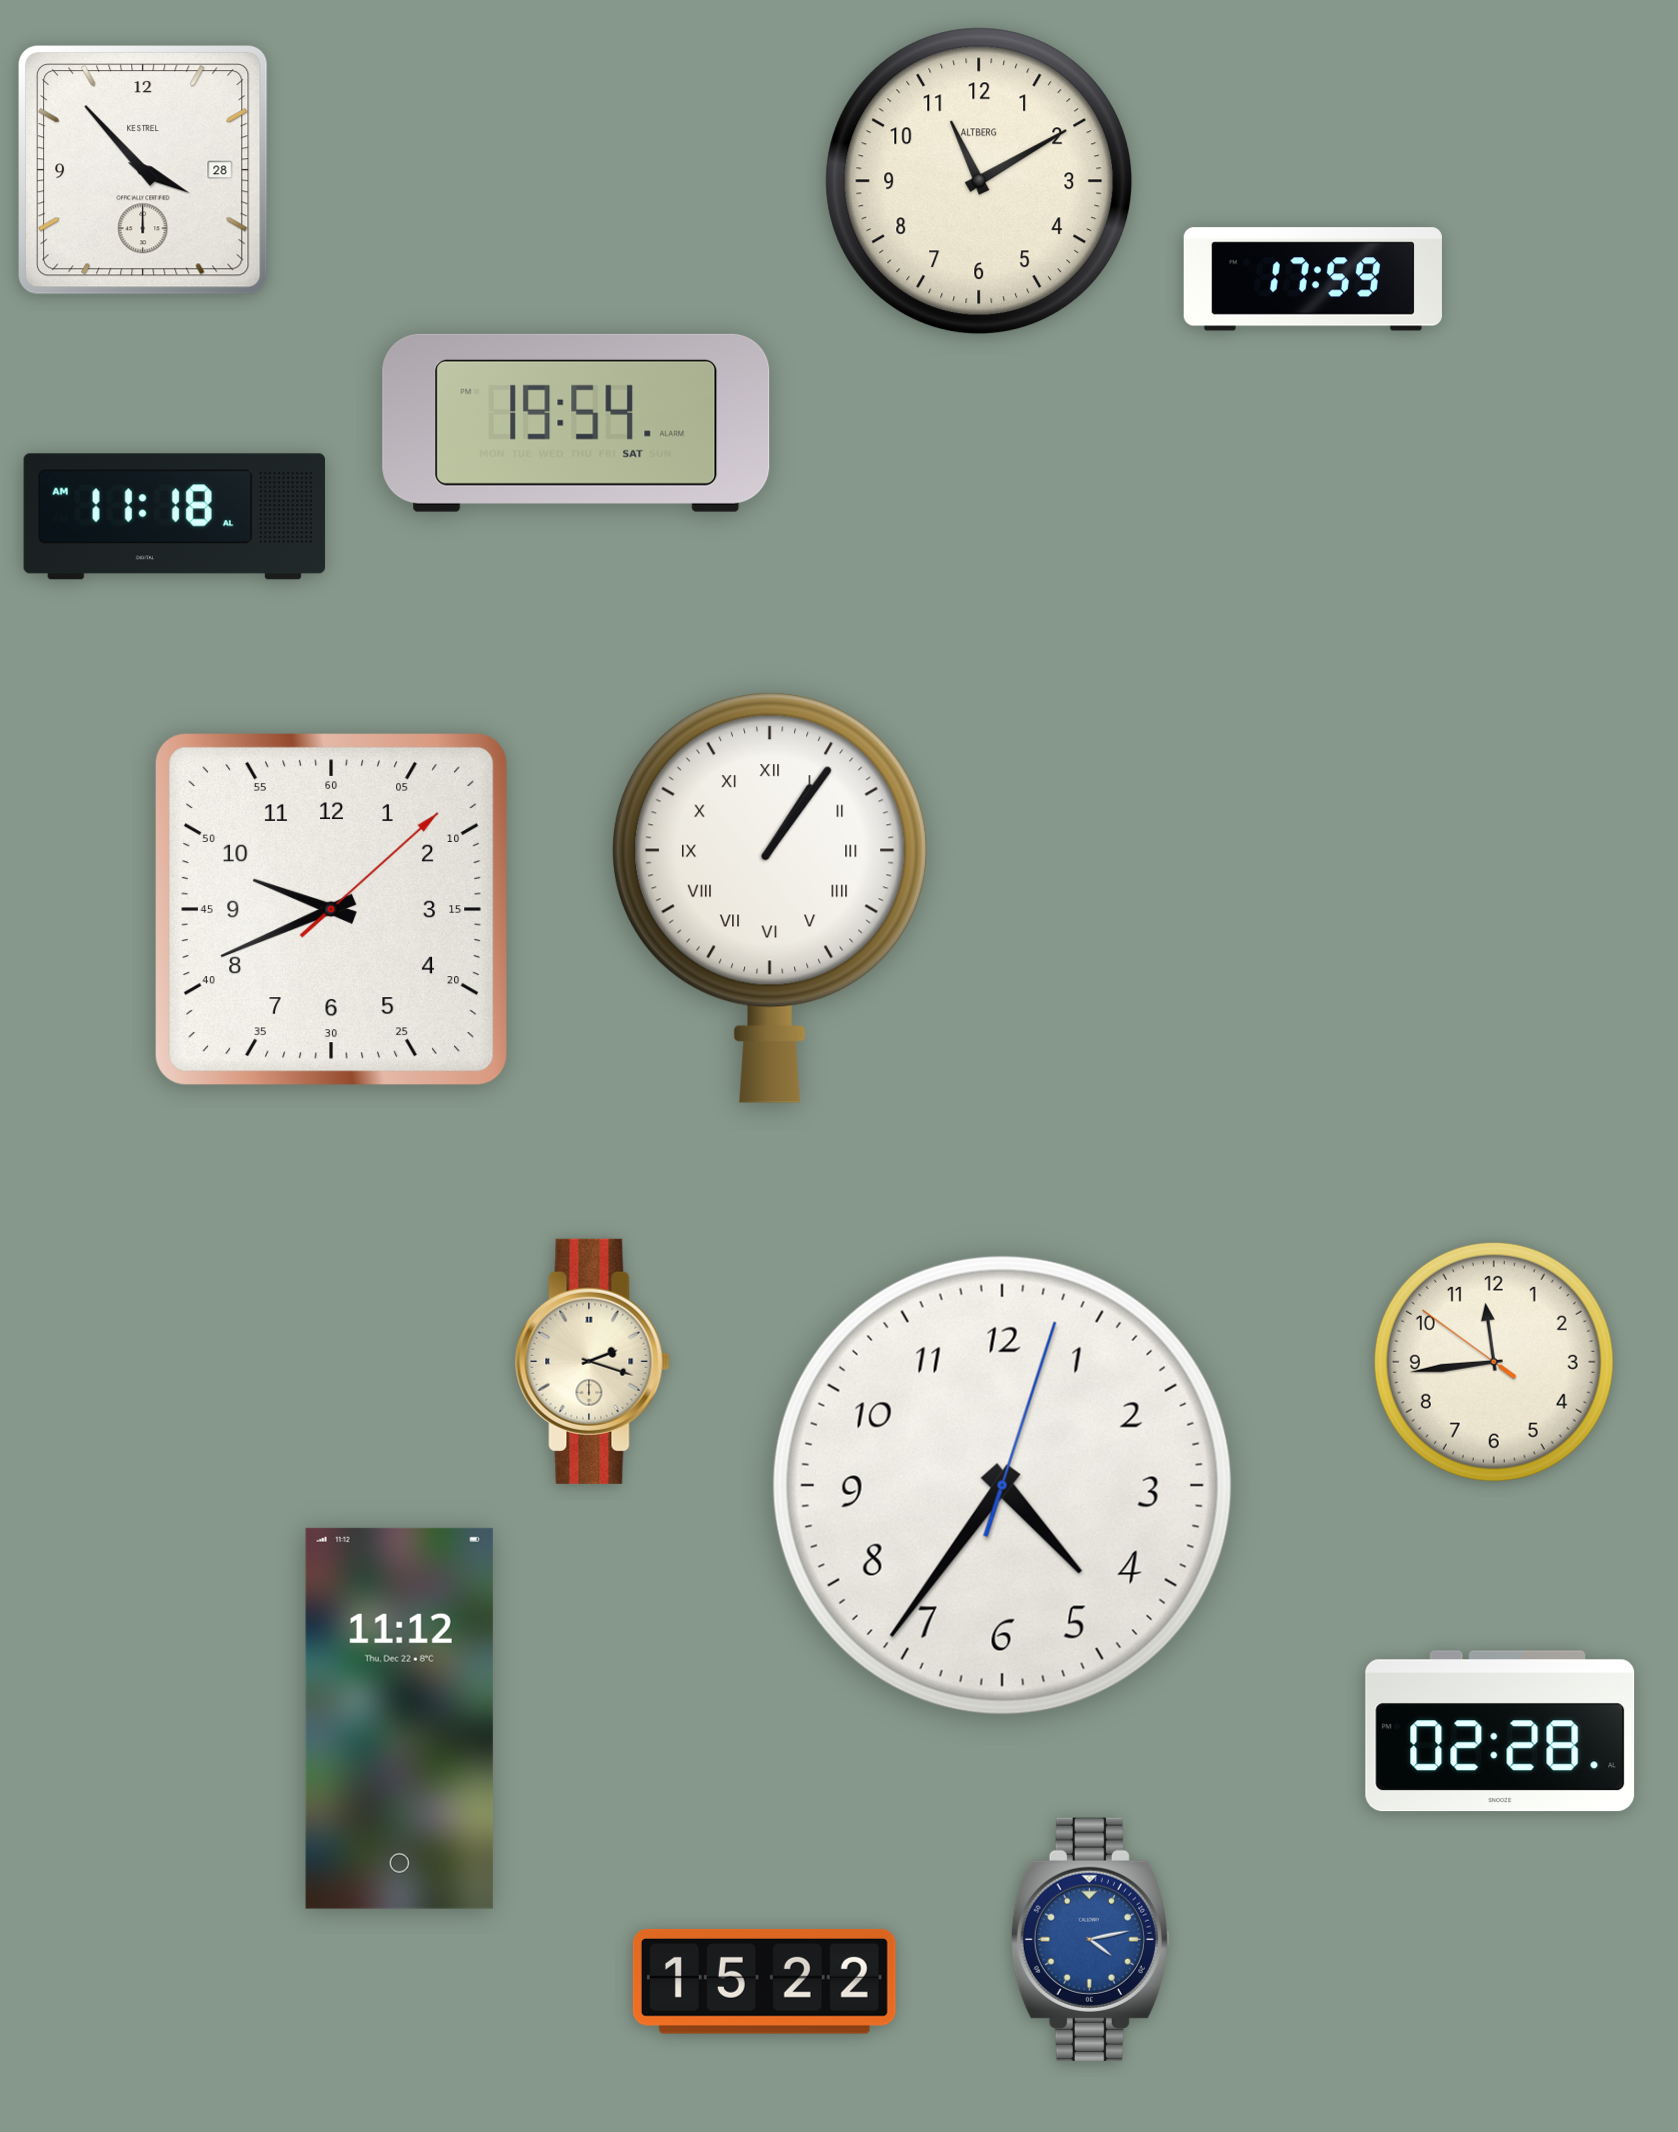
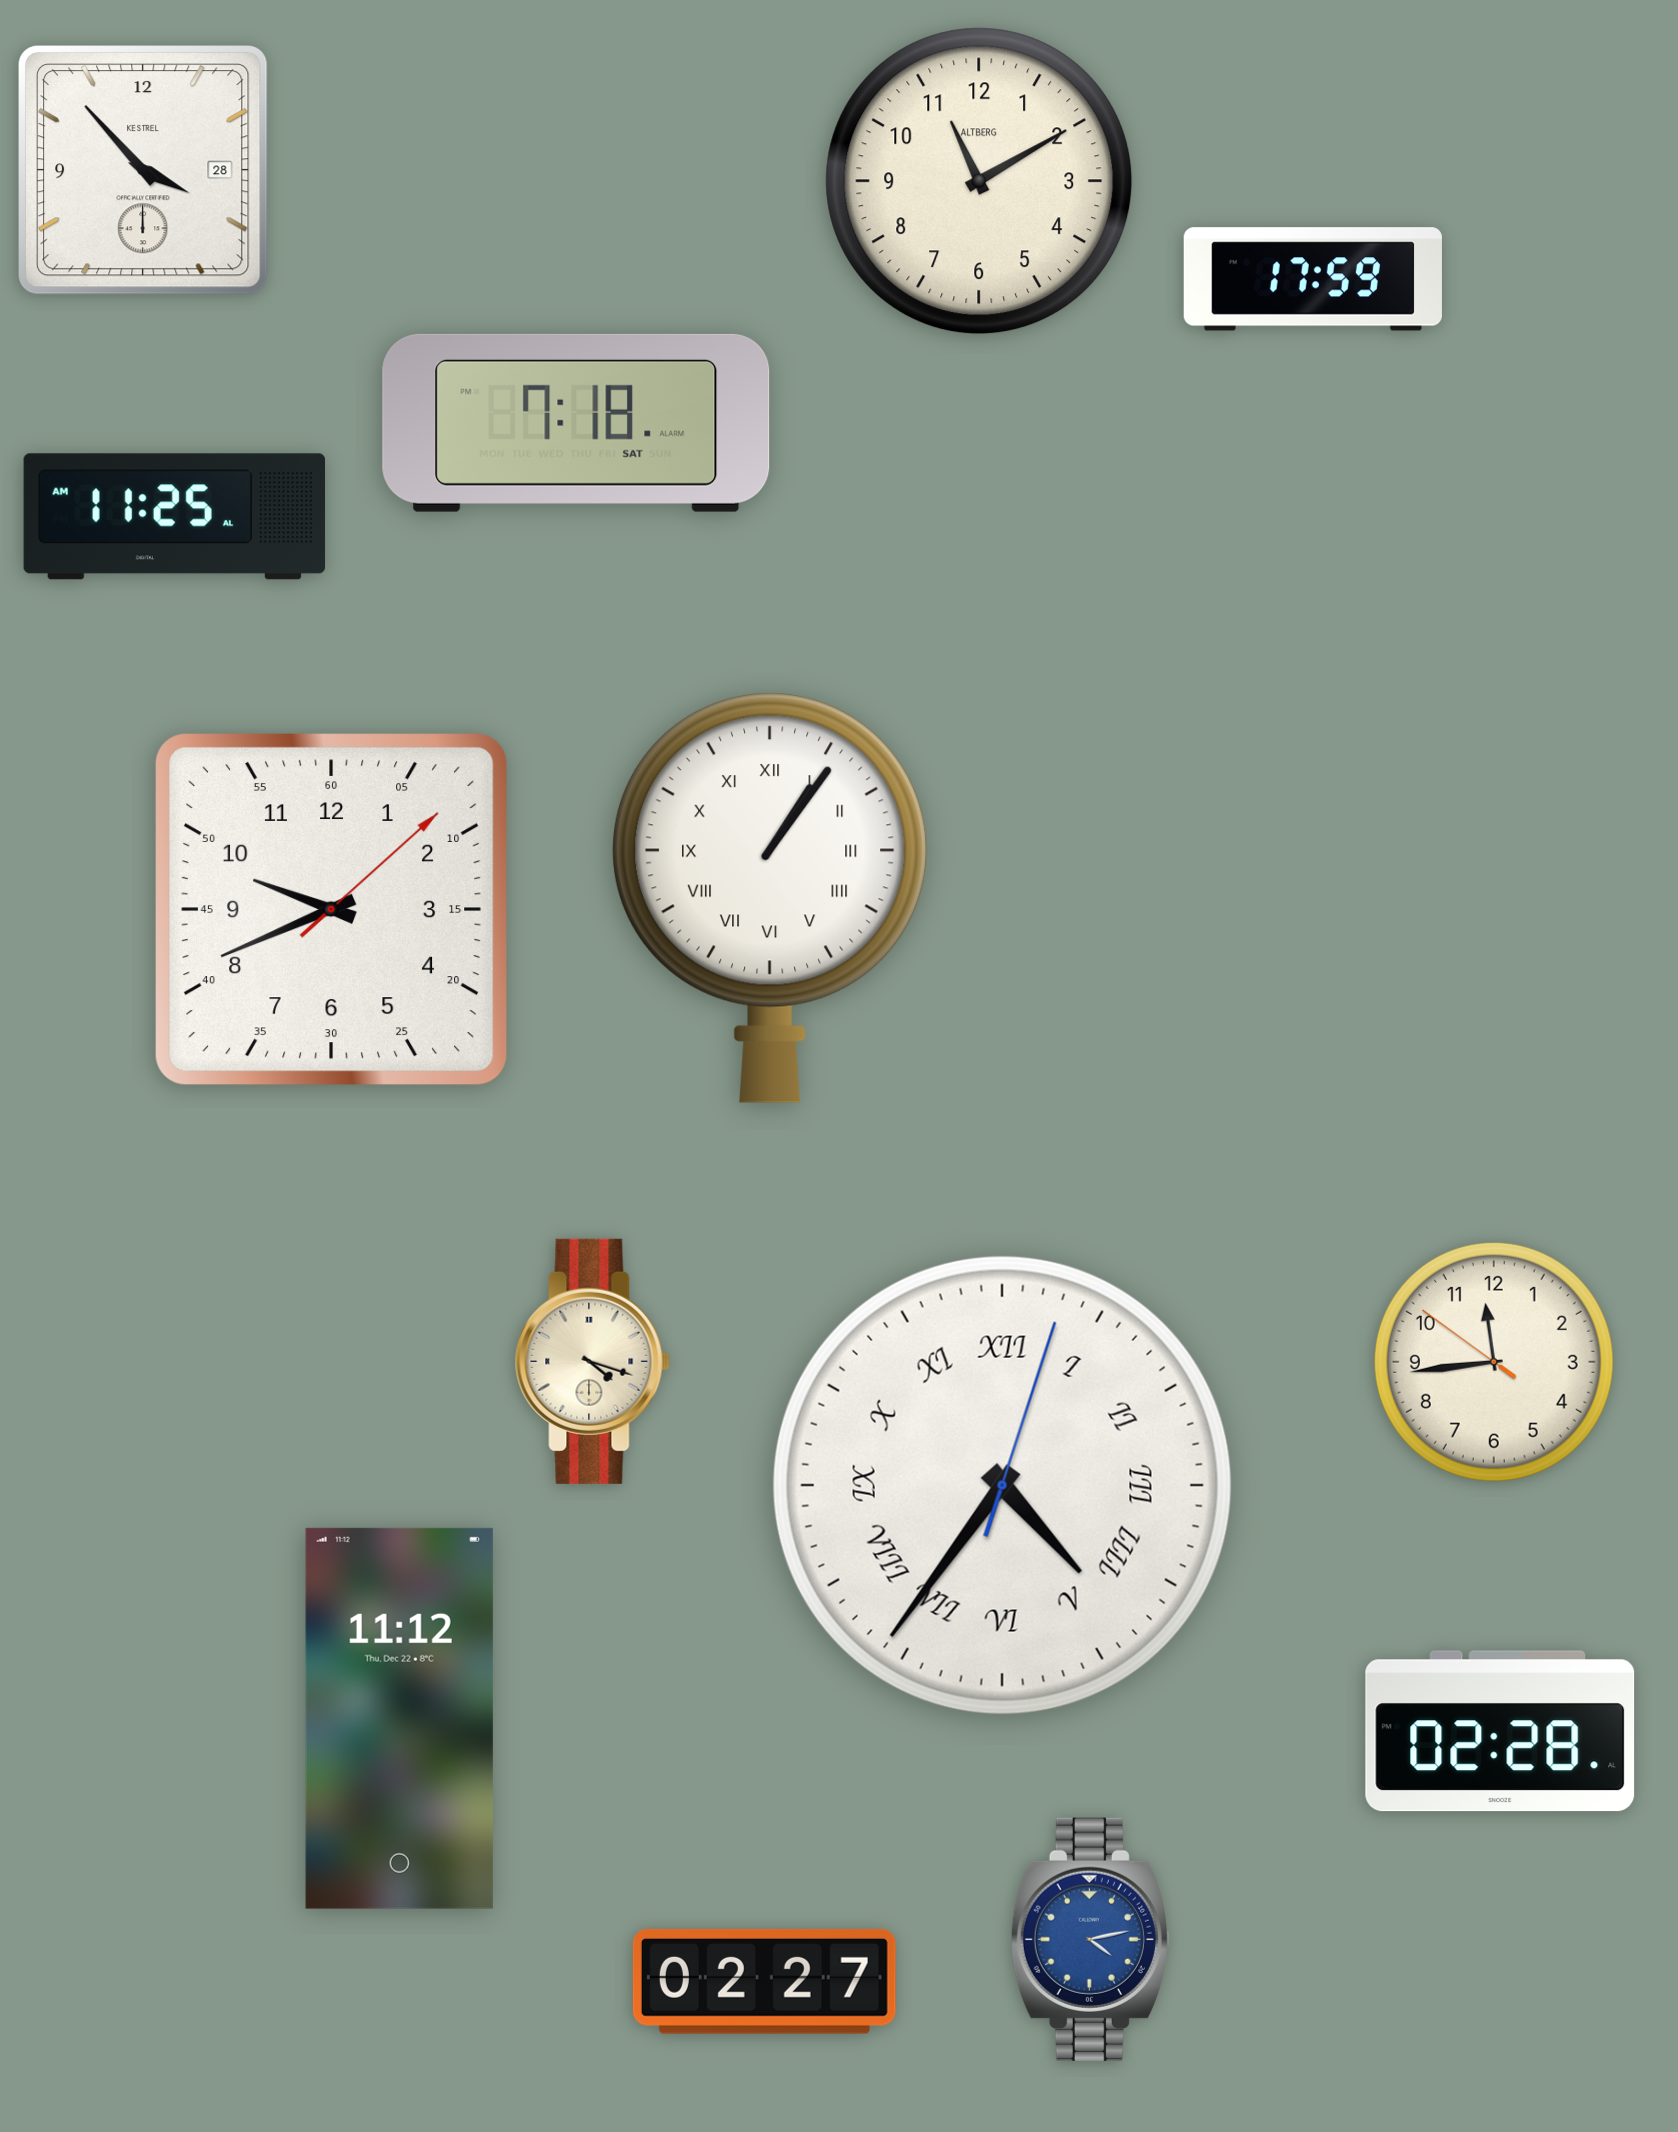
clock at (576, 423): 19:54 -> 7:18
clock at (175, 517): 11:18 -> 11:25
clock at (592, 1361): 2:18 -> 4:18
clock at (1002, 1485) numerals: Arabic -> Roman
clock at (764, 1981): 15:22 -> 02:27
